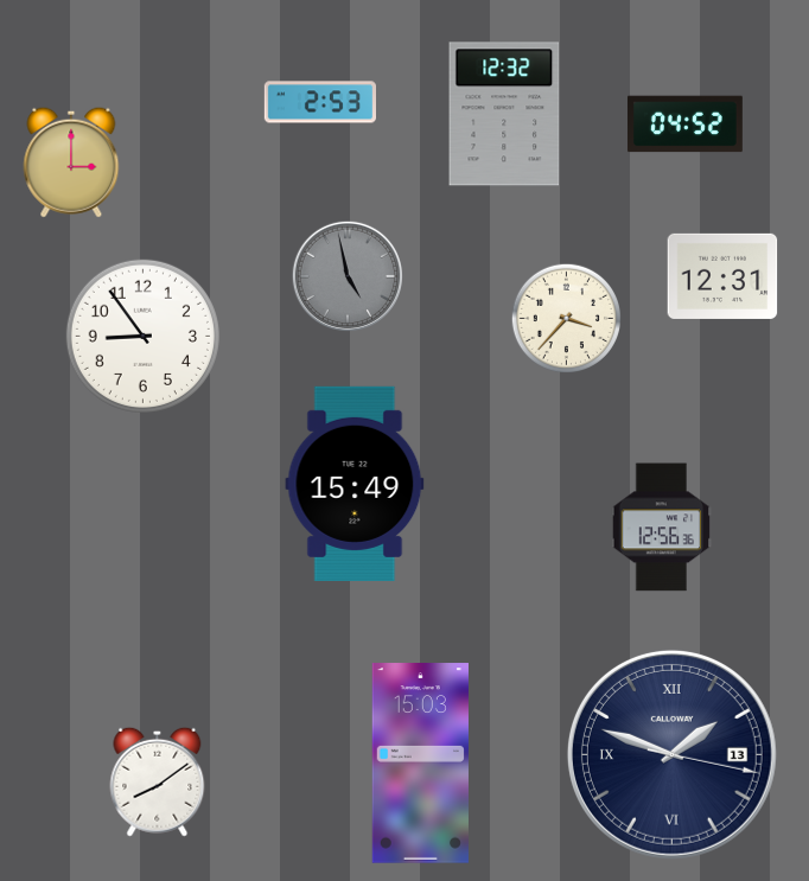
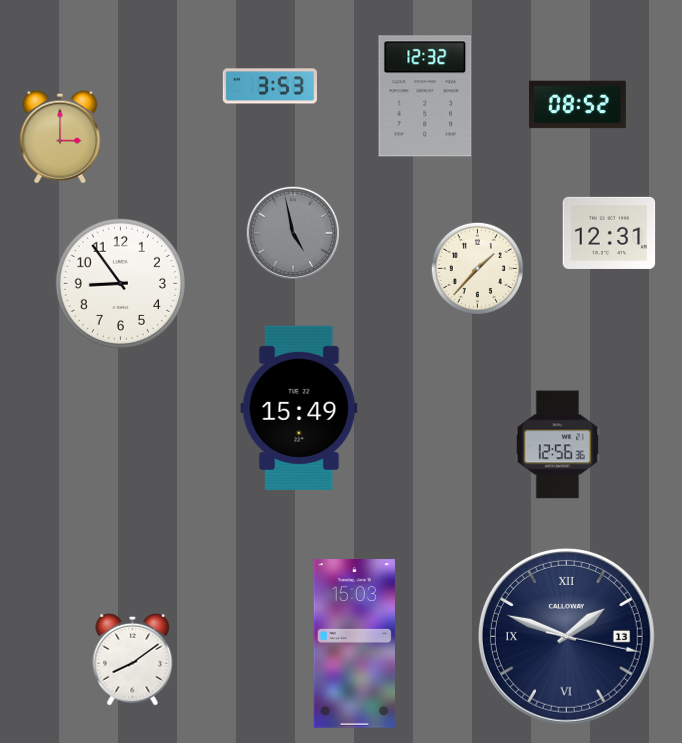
clock at (319, 102): 2:53 -> 3:53
clock at (684, 125): 04:52 -> 08:52
clock at (566, 318): 3:37 -> 1:37
